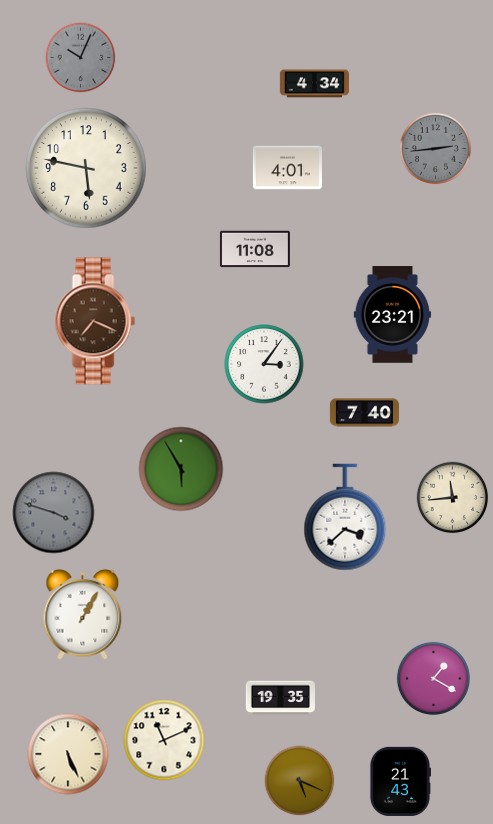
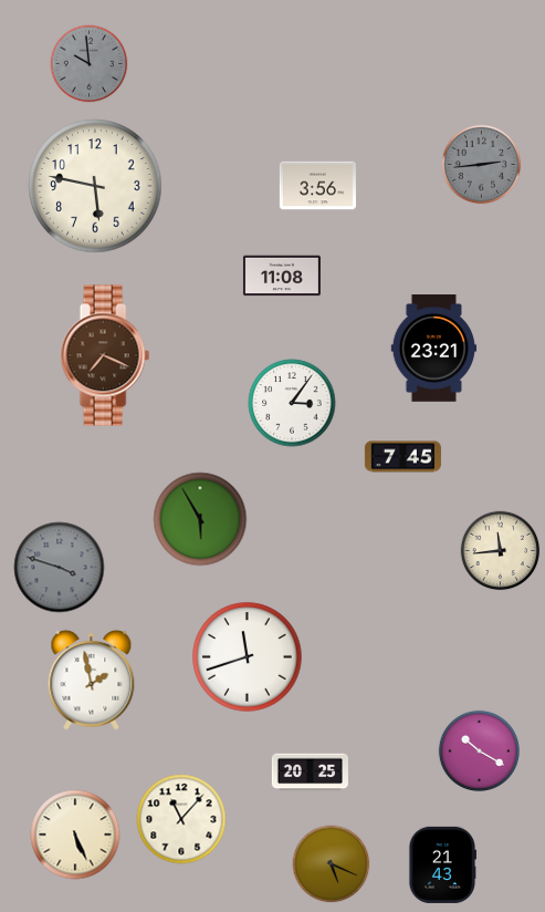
clock at (81, 58): 10:04 -> 9:59
clock at (314, 84): 4:34 -> none
clock at (287, 168): 4:01 -> 3:56
clock at (364, 413): 7:40 -> 7:45
clock at (345, 517): 3:38 -> none
clock at (248, 657): none -> 11:42
clock at (83, 614): 1:05 -> 1:58
clock at (433, 678): 1:20 -> 10:20
clock at (280, 698): 19:35 -> 20:25
clock at (164, 740): 11:11 -> 11:07
